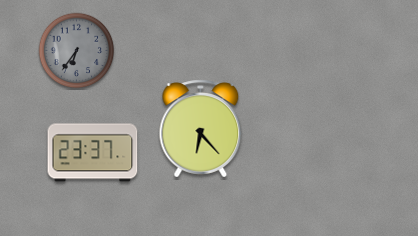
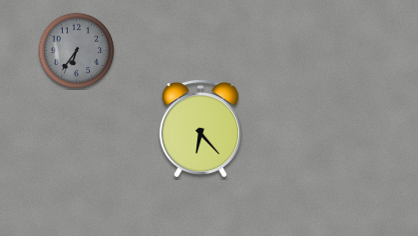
clock at (93, 153): 23:37 -> none
